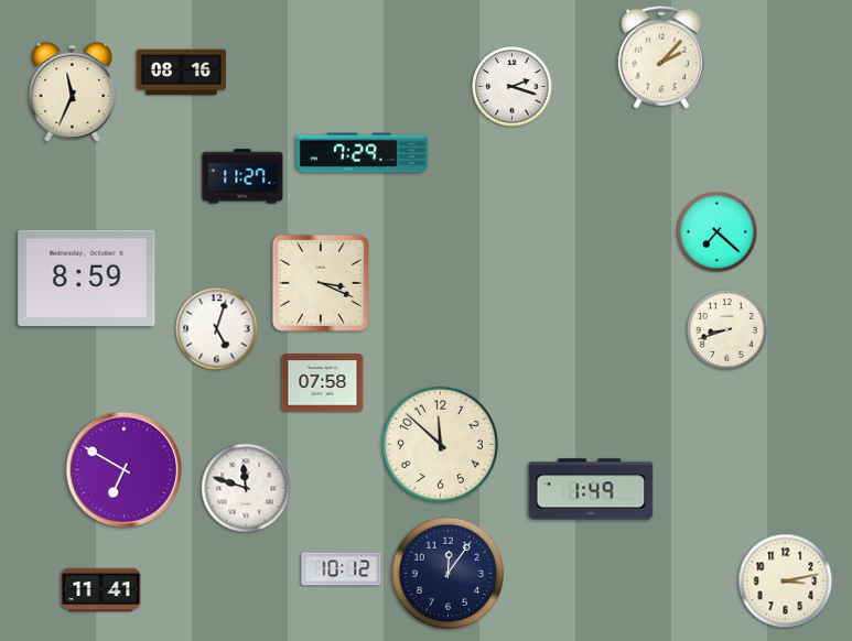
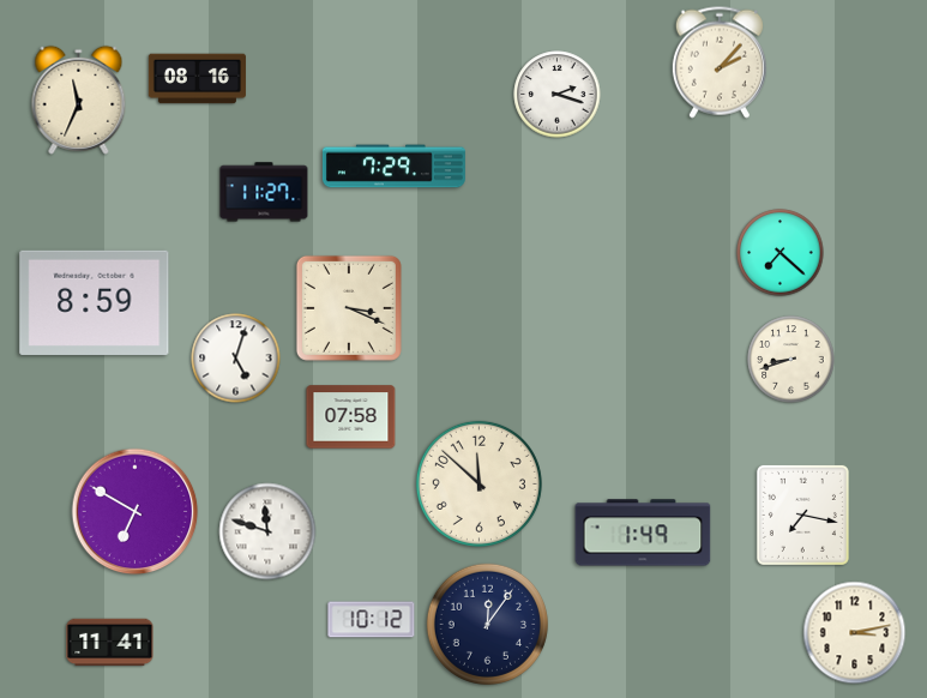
clock at (802, 515): none -> 7:17
